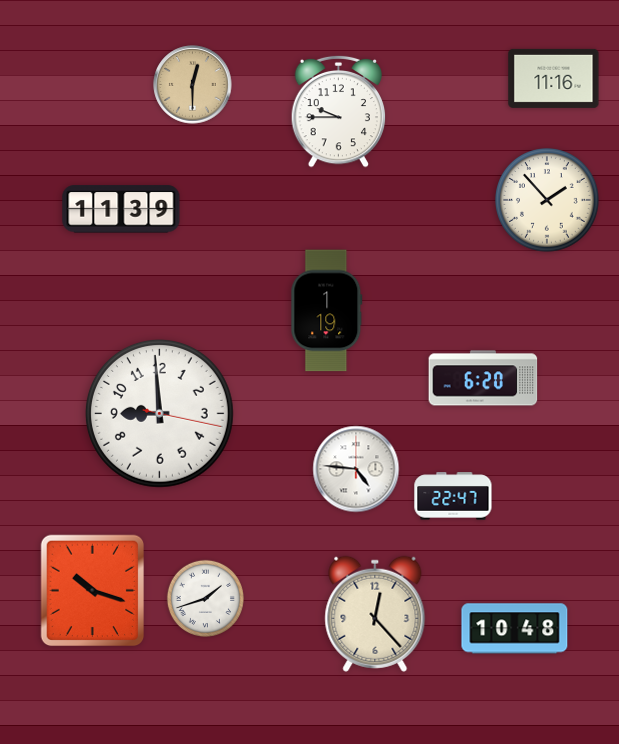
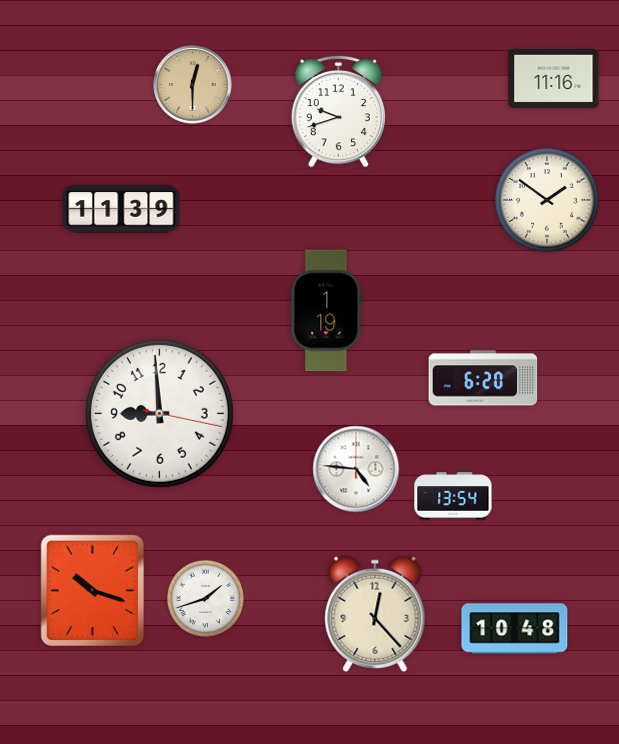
clock at (339, 111): 9:45 -> 9:42
clock at (547, 200): 1:53 -> 1:51
clock at (453, 496): 22:47 -> 13:54
